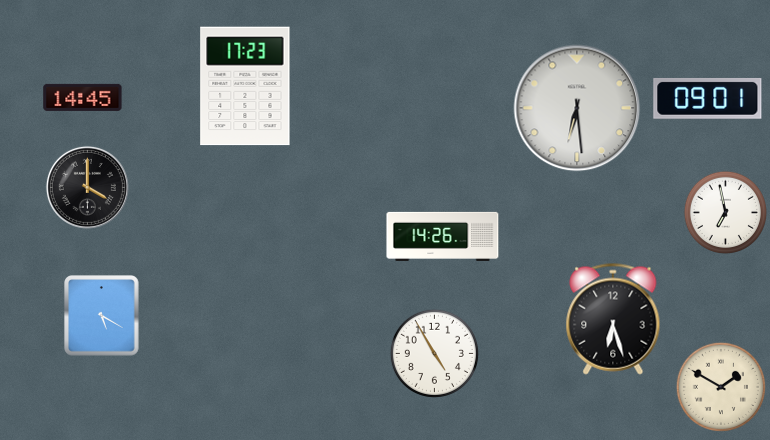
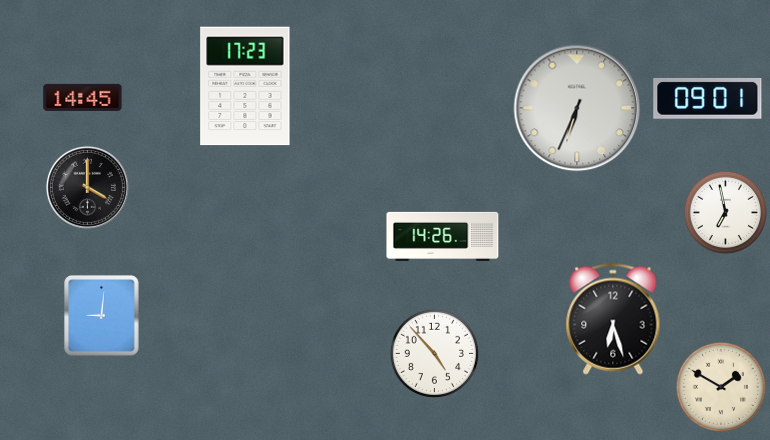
clock at (577, 108): 6:29 -> 6:34
clock at (102, 316): 5:20 -> 9:01
clock at (434, 353): 4:55 -> 4:53
